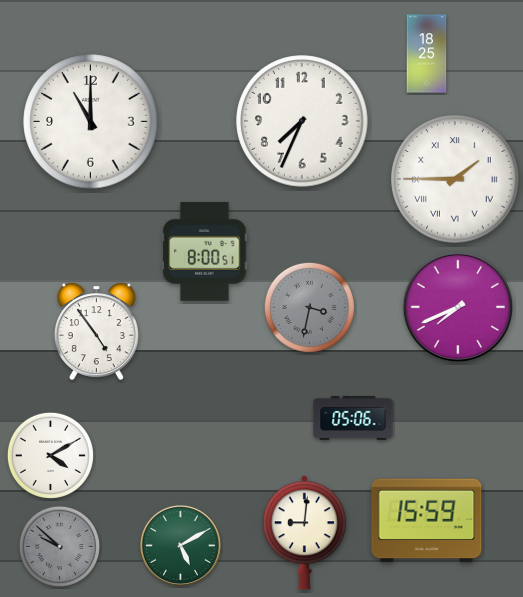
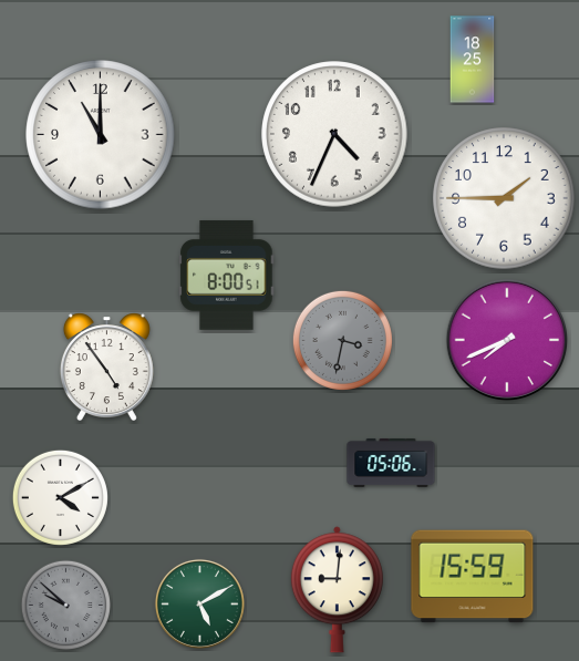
clock at (302, 121): 7:34 -> 4:34
clock at (455, 179) numerals: Roman -> Arabic
clock at (205, 251) position: (205, 251) -> (227, 275)
clock at (50, 455) position: (50, 455) -> (60, 497)
